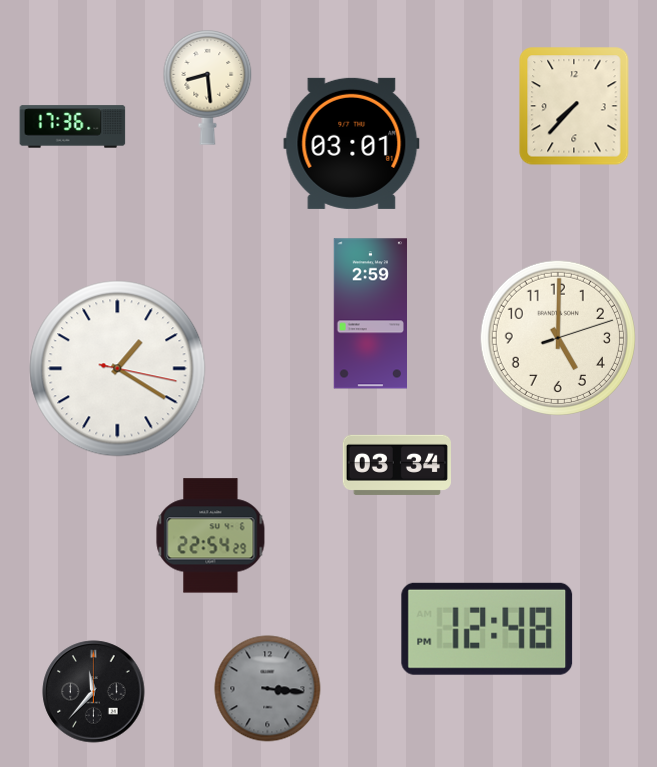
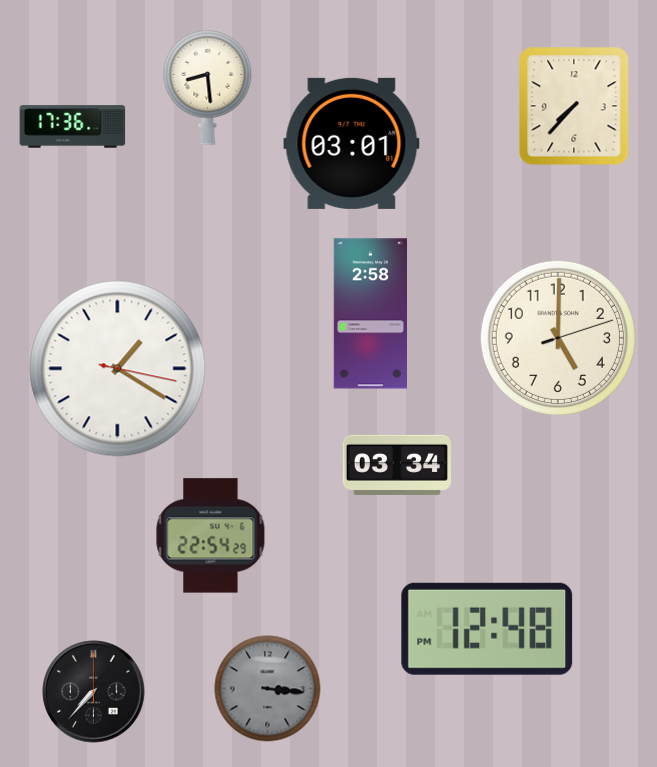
clock at (371, 314): 2:59 -> 2:58
clock at (94, 692): 11:37 -> 7:37
